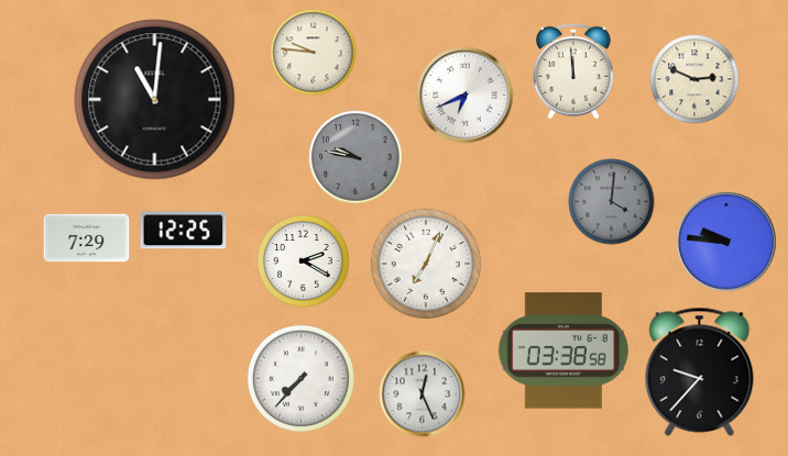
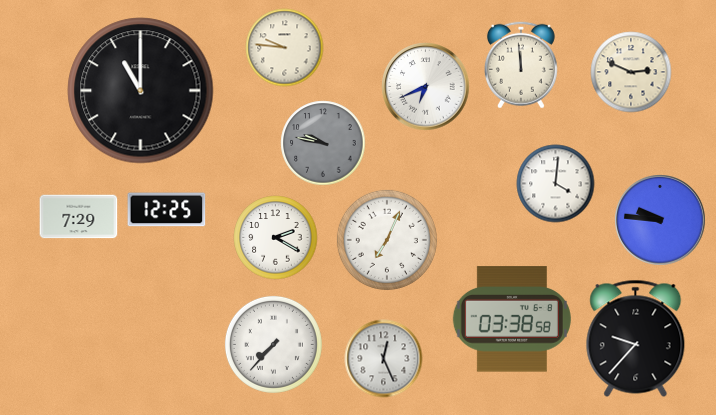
clock at (464, 94) position: (464, 94) -> (425, 86)
clock at (155, 100): 11:01 -> 11:00
clock at (611, 201) dial: grey -> white
